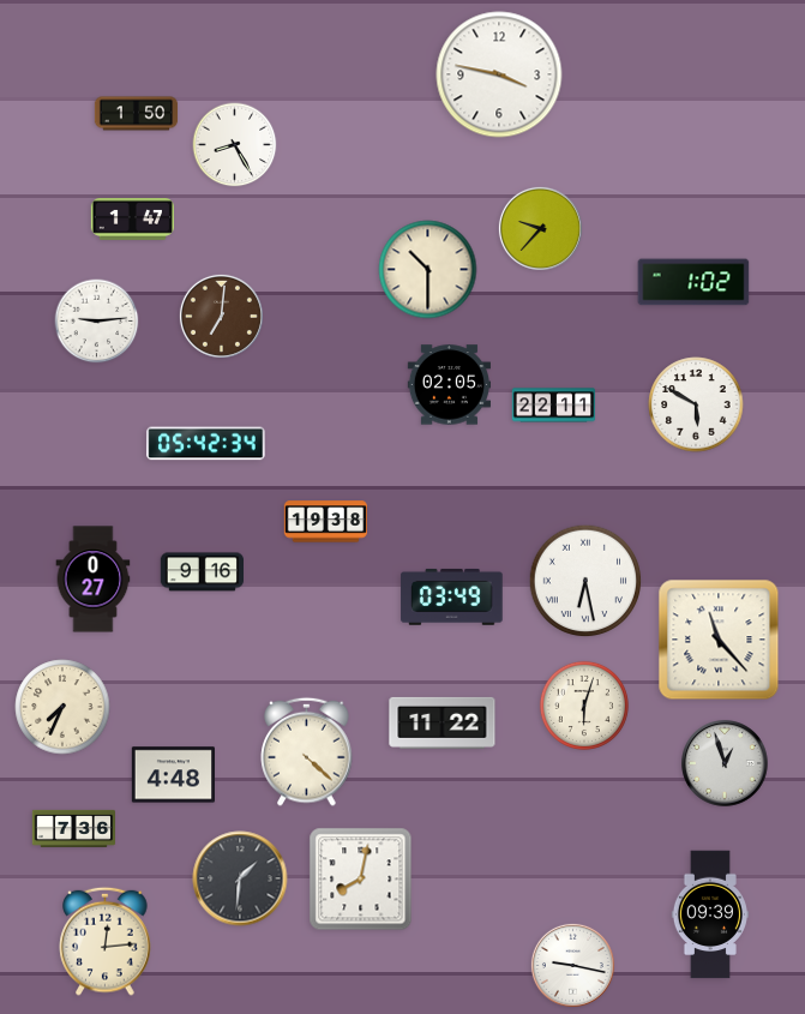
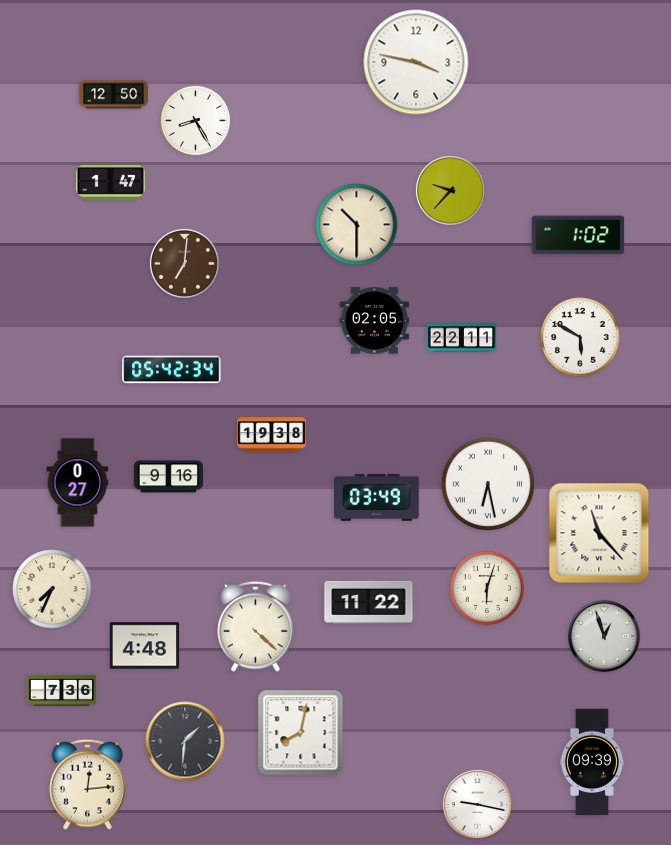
clock at (137, 114): 1:50 -> 12:50
clock at (97, 322): 9:14 -> none
clock at (240, 878) position: (240, 878) -> (185, 741)
